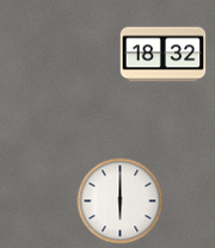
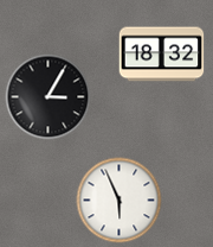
clock at (49, 97): none -> 3:05
clock at (121, 201): 6:00 -> 5:56
